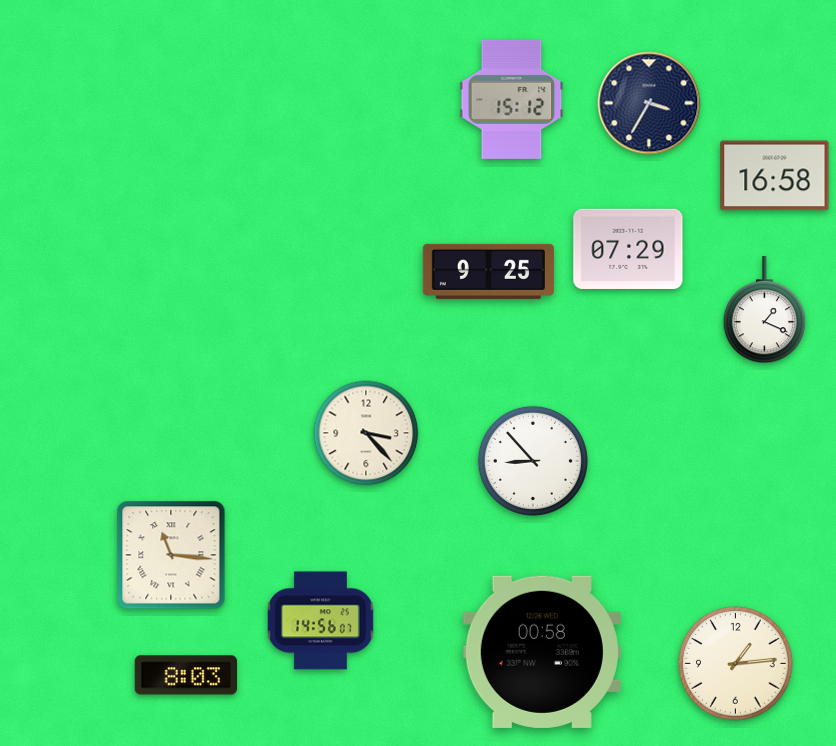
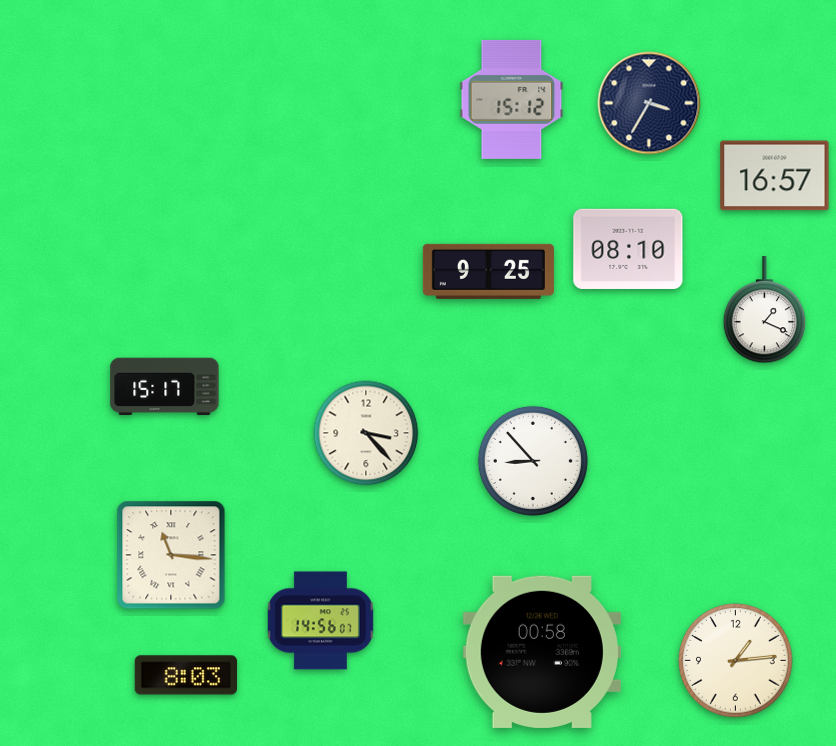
clock at (775, 176): 16:58 -> 16:57
clock at (628, 249): 07:29 -> 08:10
clock at (165, 387): none -> 15:17
clock at (736, 664) position: (736, 664) -> (736, 661)
